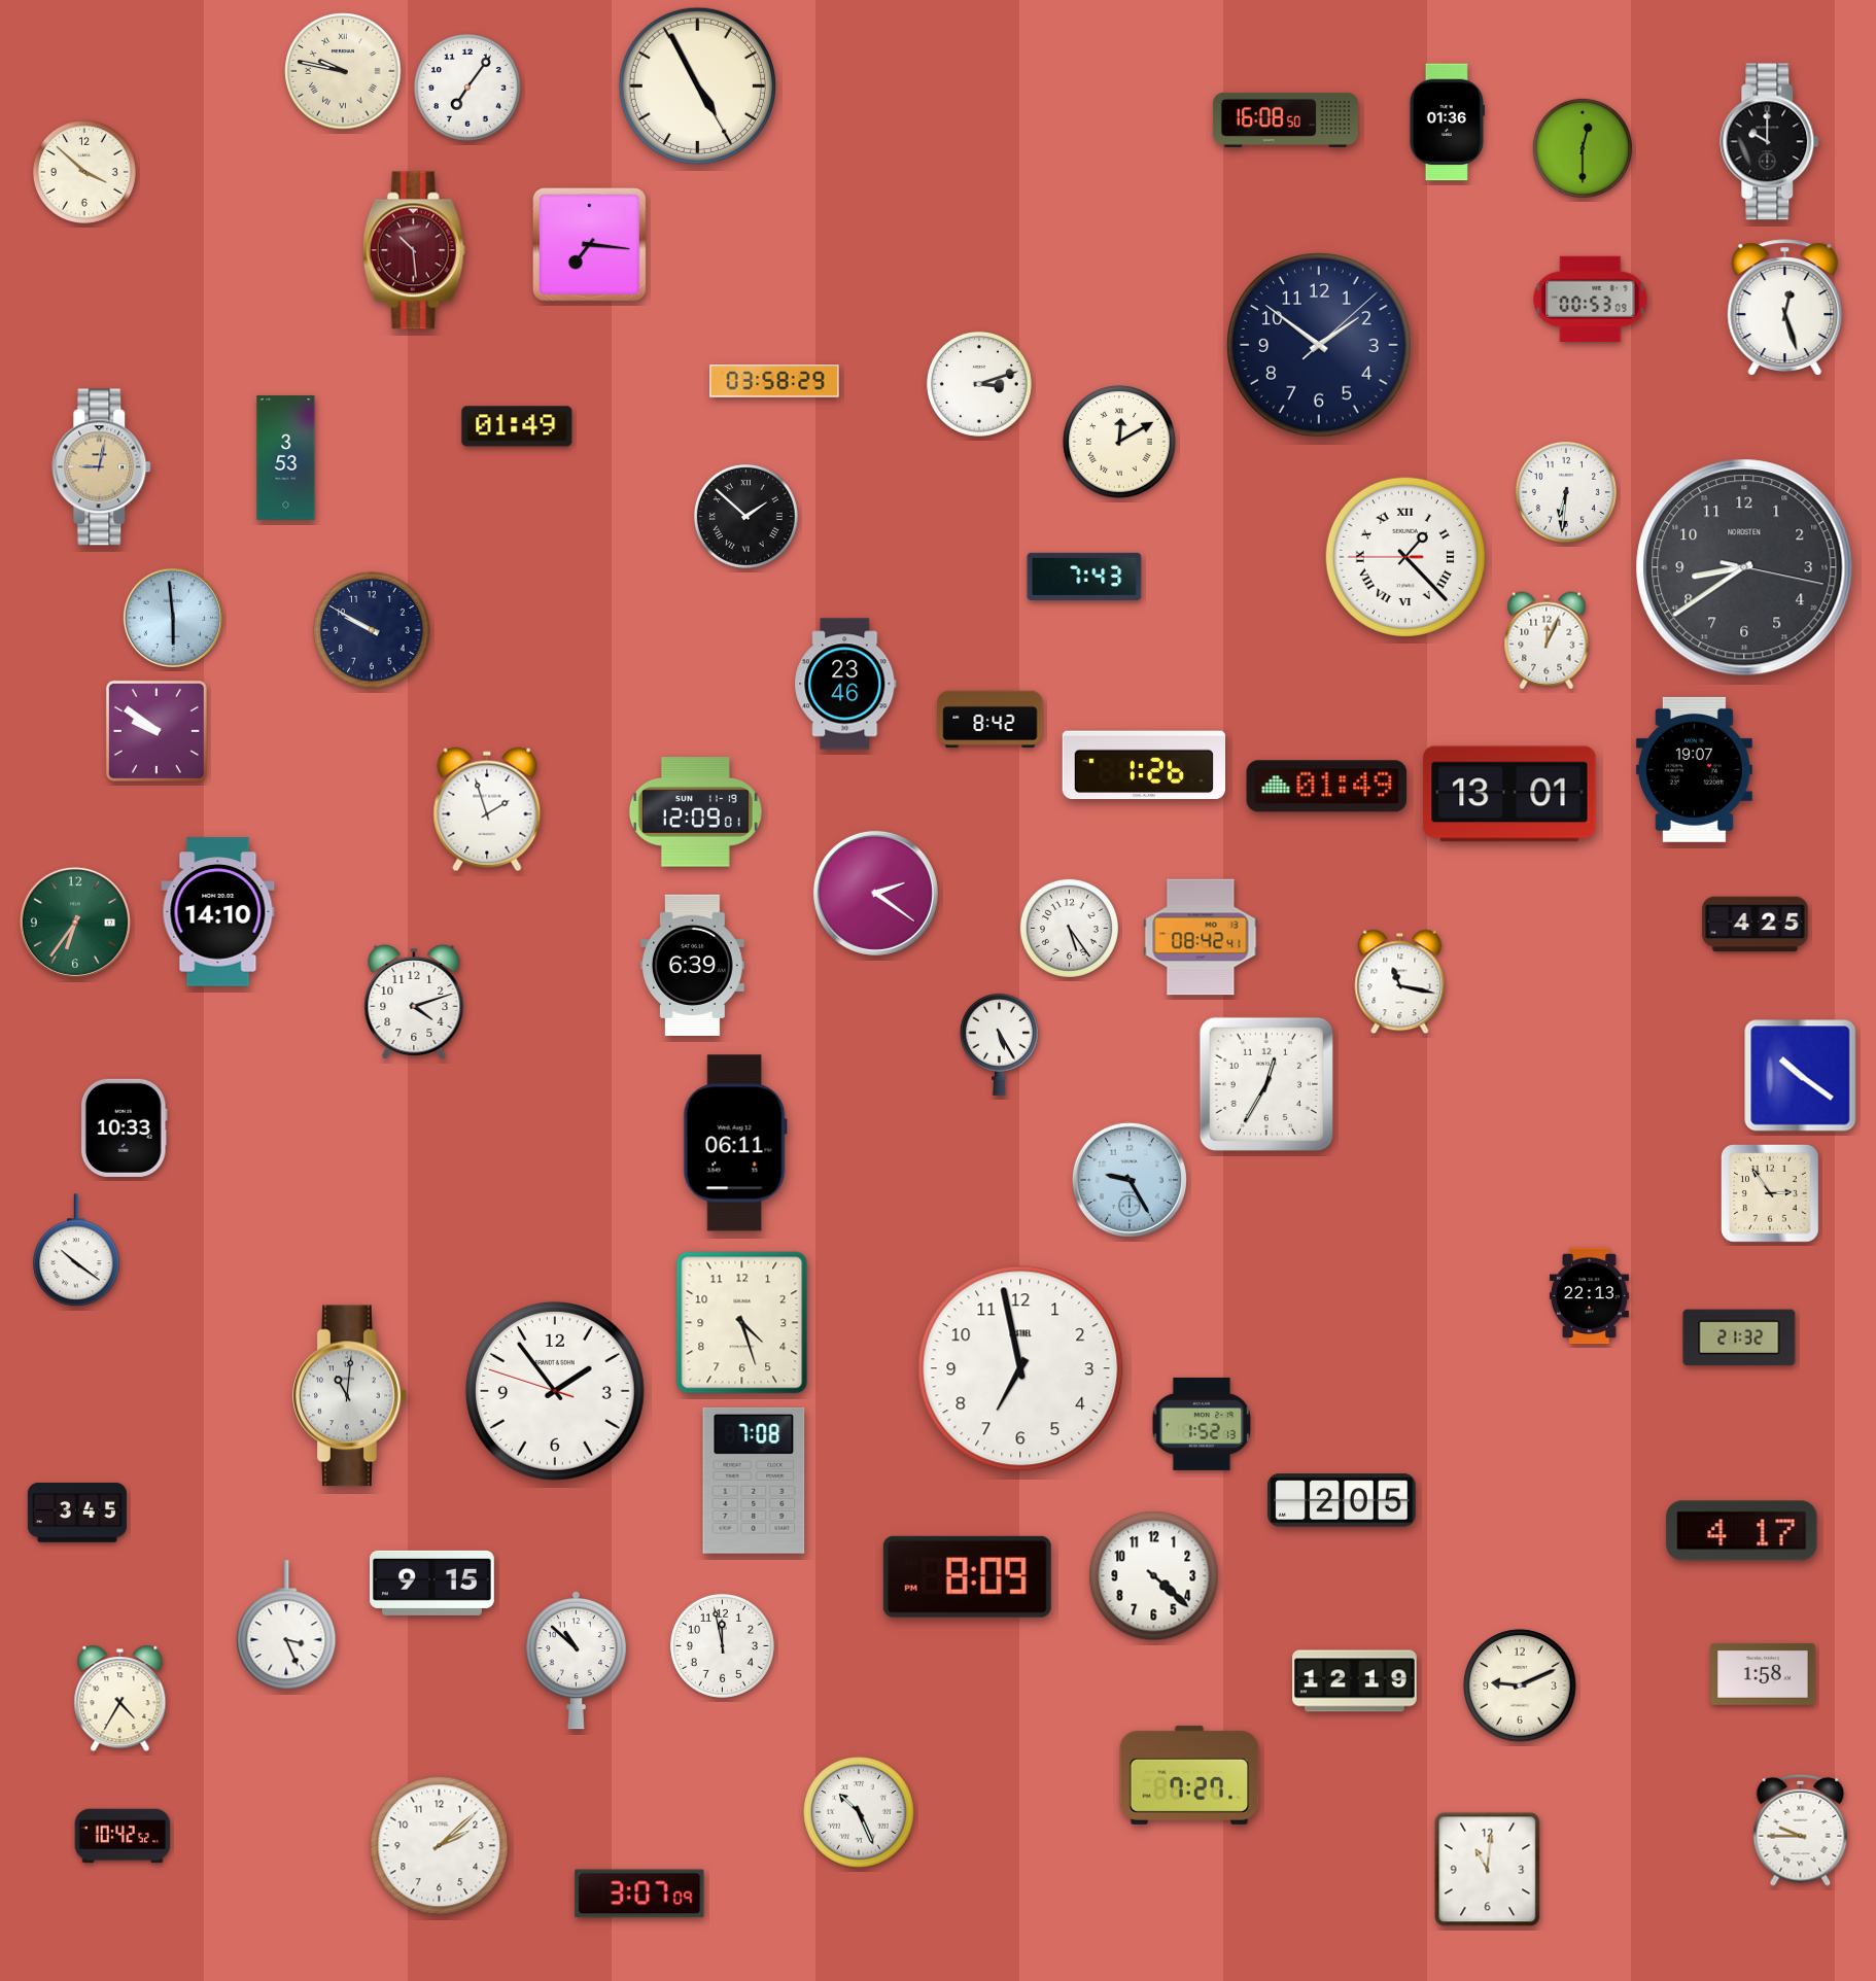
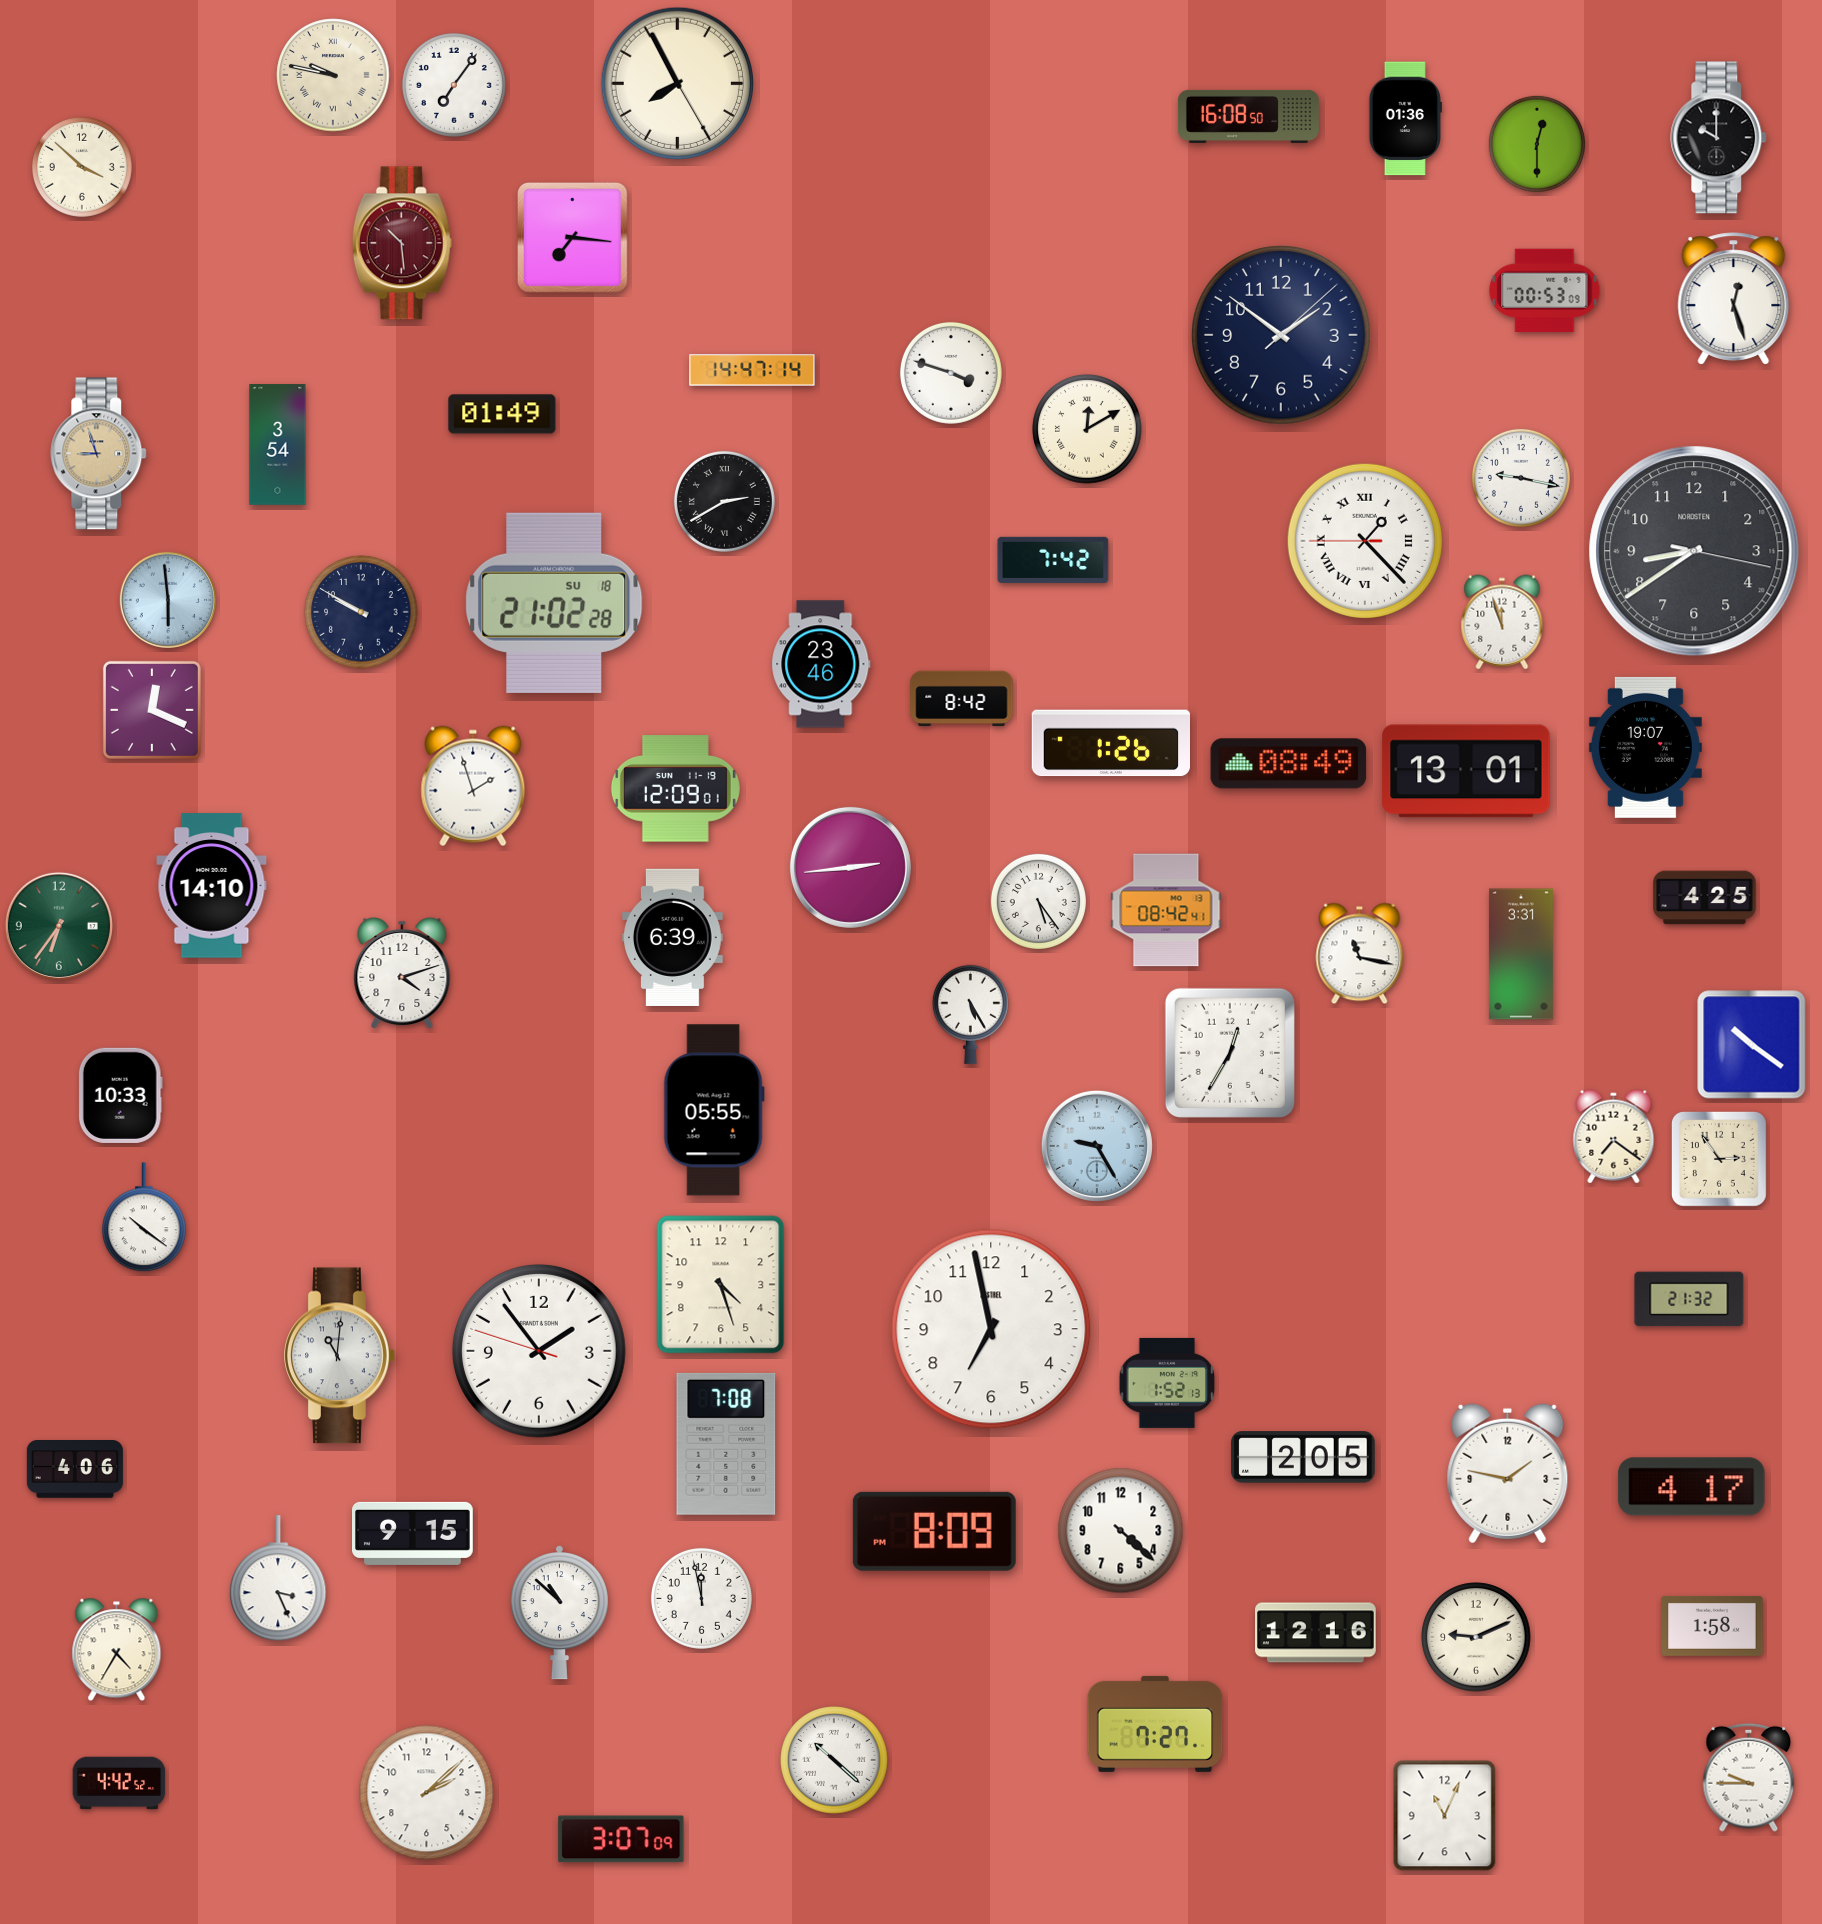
clock at (343, 71) position: (343, 71) -> (333, 75)
clock at (697, 85): 4:55 -> 7:55
clock at (774, 381): 03:58 -> 14:47
clock at (979, 384): 3:12 -> 3:48
clock at (286, 458): 3:53 -> 3:54
clock at (102, 467): 9:02 -> 8:57
clock at (1566, 492): 6:31 -> 9:17
clock at (745, 516): 1:52 -> 2:40
clock at (1084, 577): 7:43 -> 7:42
clock at (554, 603): none -> 21:02
clock at (1547, 640): 12:04 -> 11:57
clock at (157, 731): 9:51 -> 12:19
clock at (1327, 787): 01:49 -> 08:49
clock at (875, 893): 2:21 -> 2:44
clock at (75, 923) position: (75, 923) -> (59, 926)
clock at (1521, 954): none -> 3:31
clock at (1801, 1076) position: (1801, 1076) -> (1752, 1045)
clock at (735, 1143): 06:11 -> 05:55
clock at (1614, 1137): none -> 7:21
clock at (77, 1251) position: (77, 1251) -> (145, 1218)
clock at (1589, 1296): 22:13 -> none
clock at (754, 1481) position: (754, 1481) -> (726, 1444)
clock at (77, 1514): 3:45 -> 4:06
clock at (1508, 1474): none -> 1:47
clock at (967, 1576) position: (967, 1576) -> (934, 1531)
clock at (432, 1583) position: (432, 1583) -> (413, 1533)
clock at (1355, 1681): 12:19 -> 12:16
clock at (859, 1812): 10:26 -> 10:22
clock at (123, 1836): 10:42 -> 4:42
clock at (1488, 1870): 11:01 -> 11:04
